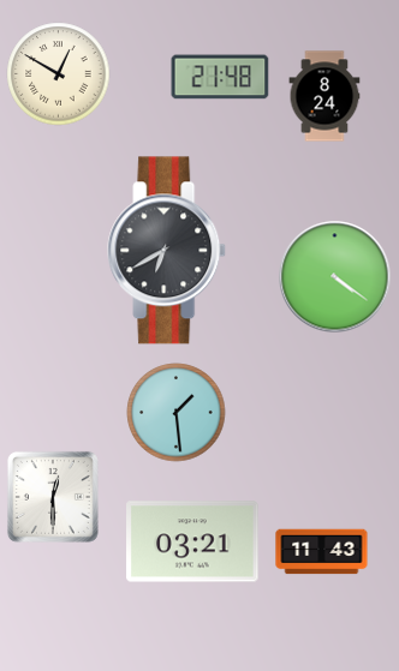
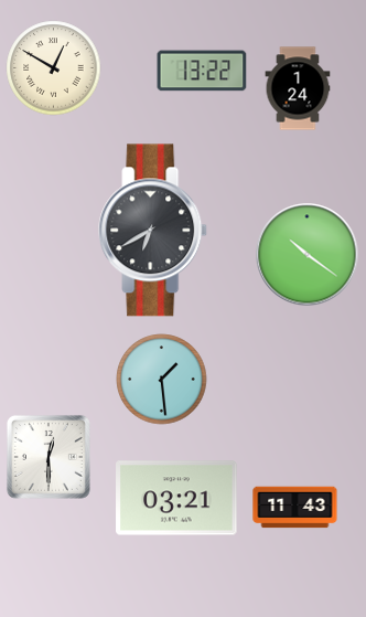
clock at (220, 77): 21:48 -> 13:22
clock at (324, 96): 8:24 -> 1:24
clock at (335, 277): 4:21 -> 10:21
